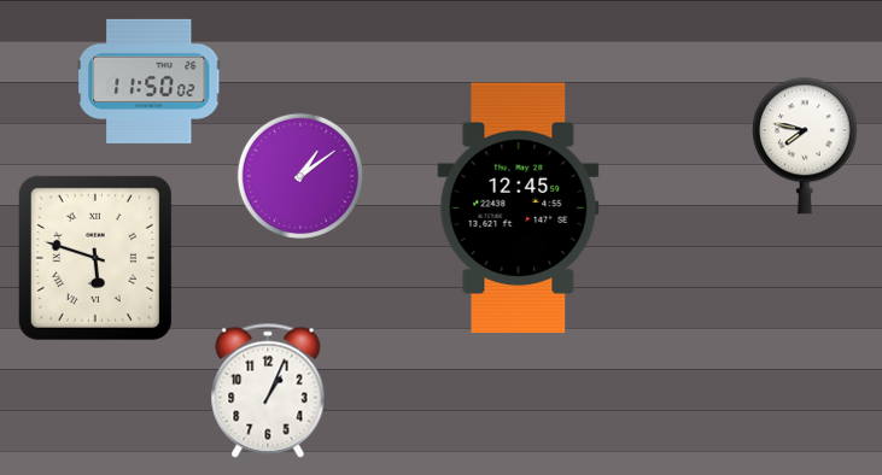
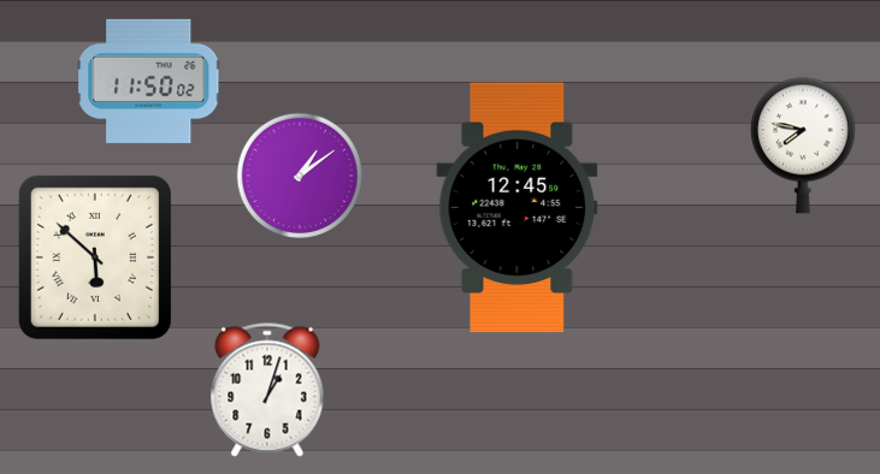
clock at (95, 258): 5:48 -> 5:52
clock at (268, 391): 1:04 -> 1:03
